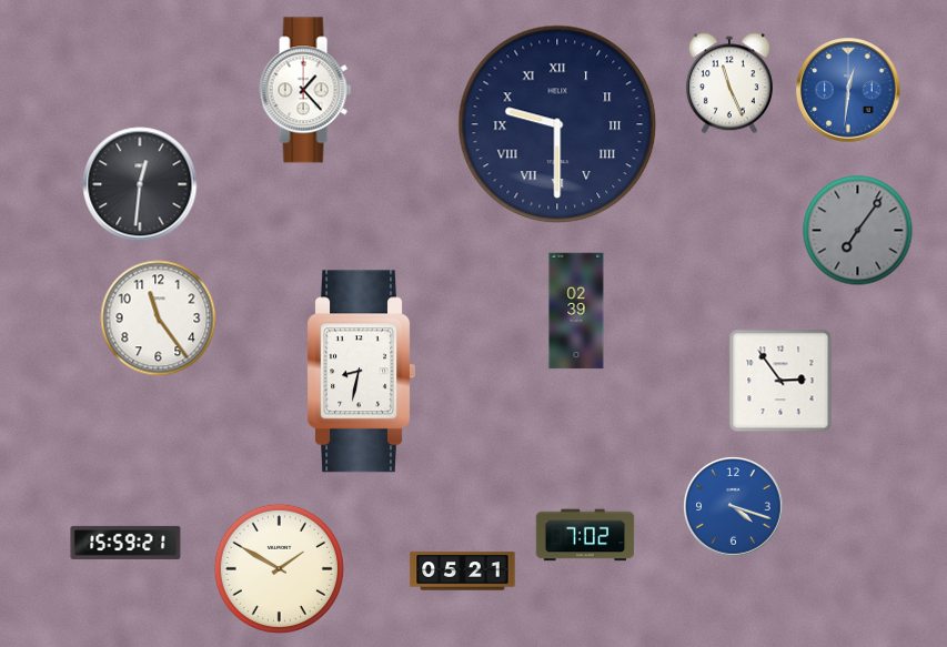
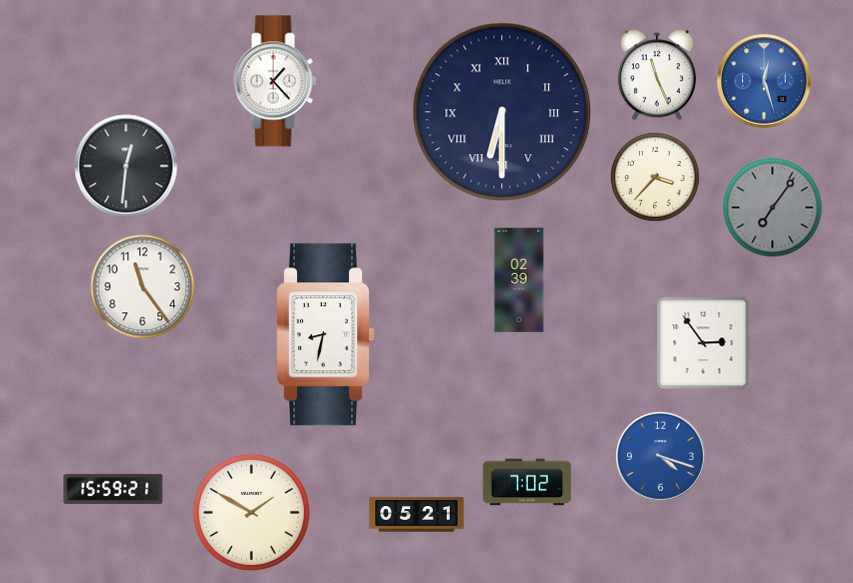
clock at (848, 90): 12:31 -> 12:27
clock at (557, 124): 9:30 -> 6:30
clock at (656, 178): none -> 3:37
